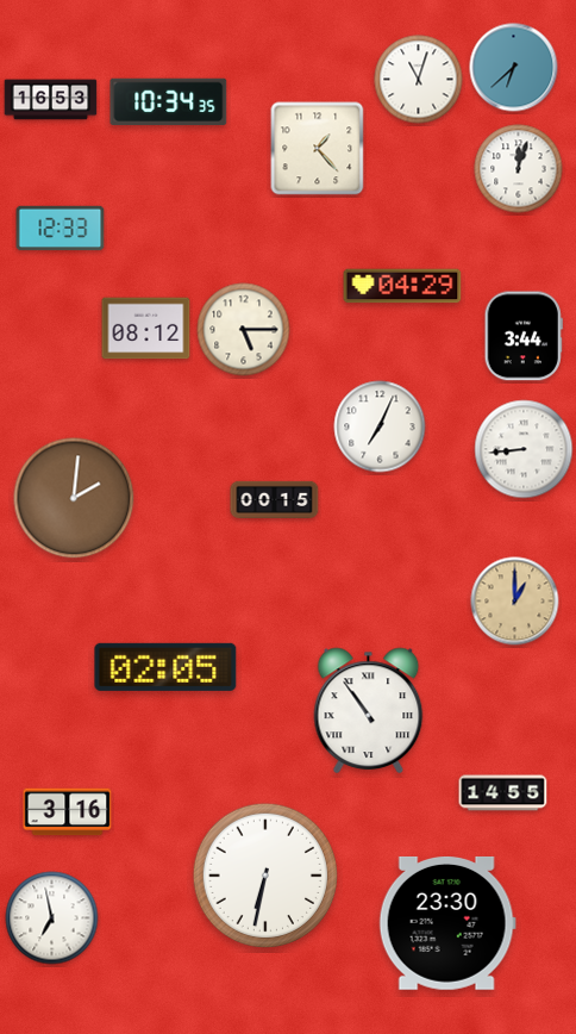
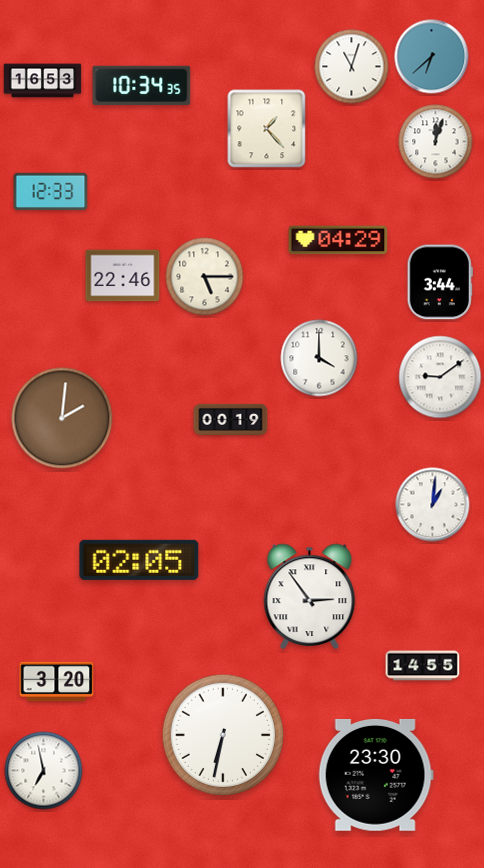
clock at (51, 100) position: (51, 100) -> (43, 81)
clock at (318, 149) position: (318, 149) -> (267, 129)
clock at (146, 329): 08:12 -> 22:46
clock at (380, 426): 7:04 -> 4:00
clock at (524, 449): 8:44 -> 9:09
clock at (275, 499): 00:15 -> 00:19
clock at (515, 602): 1:00 -> 1:01
clock at (515, 602) dial: champagne -> white
clock at (369, 711): 10:54 -> 2:54
clock at (68, 812): 3:16 -> 3:20
